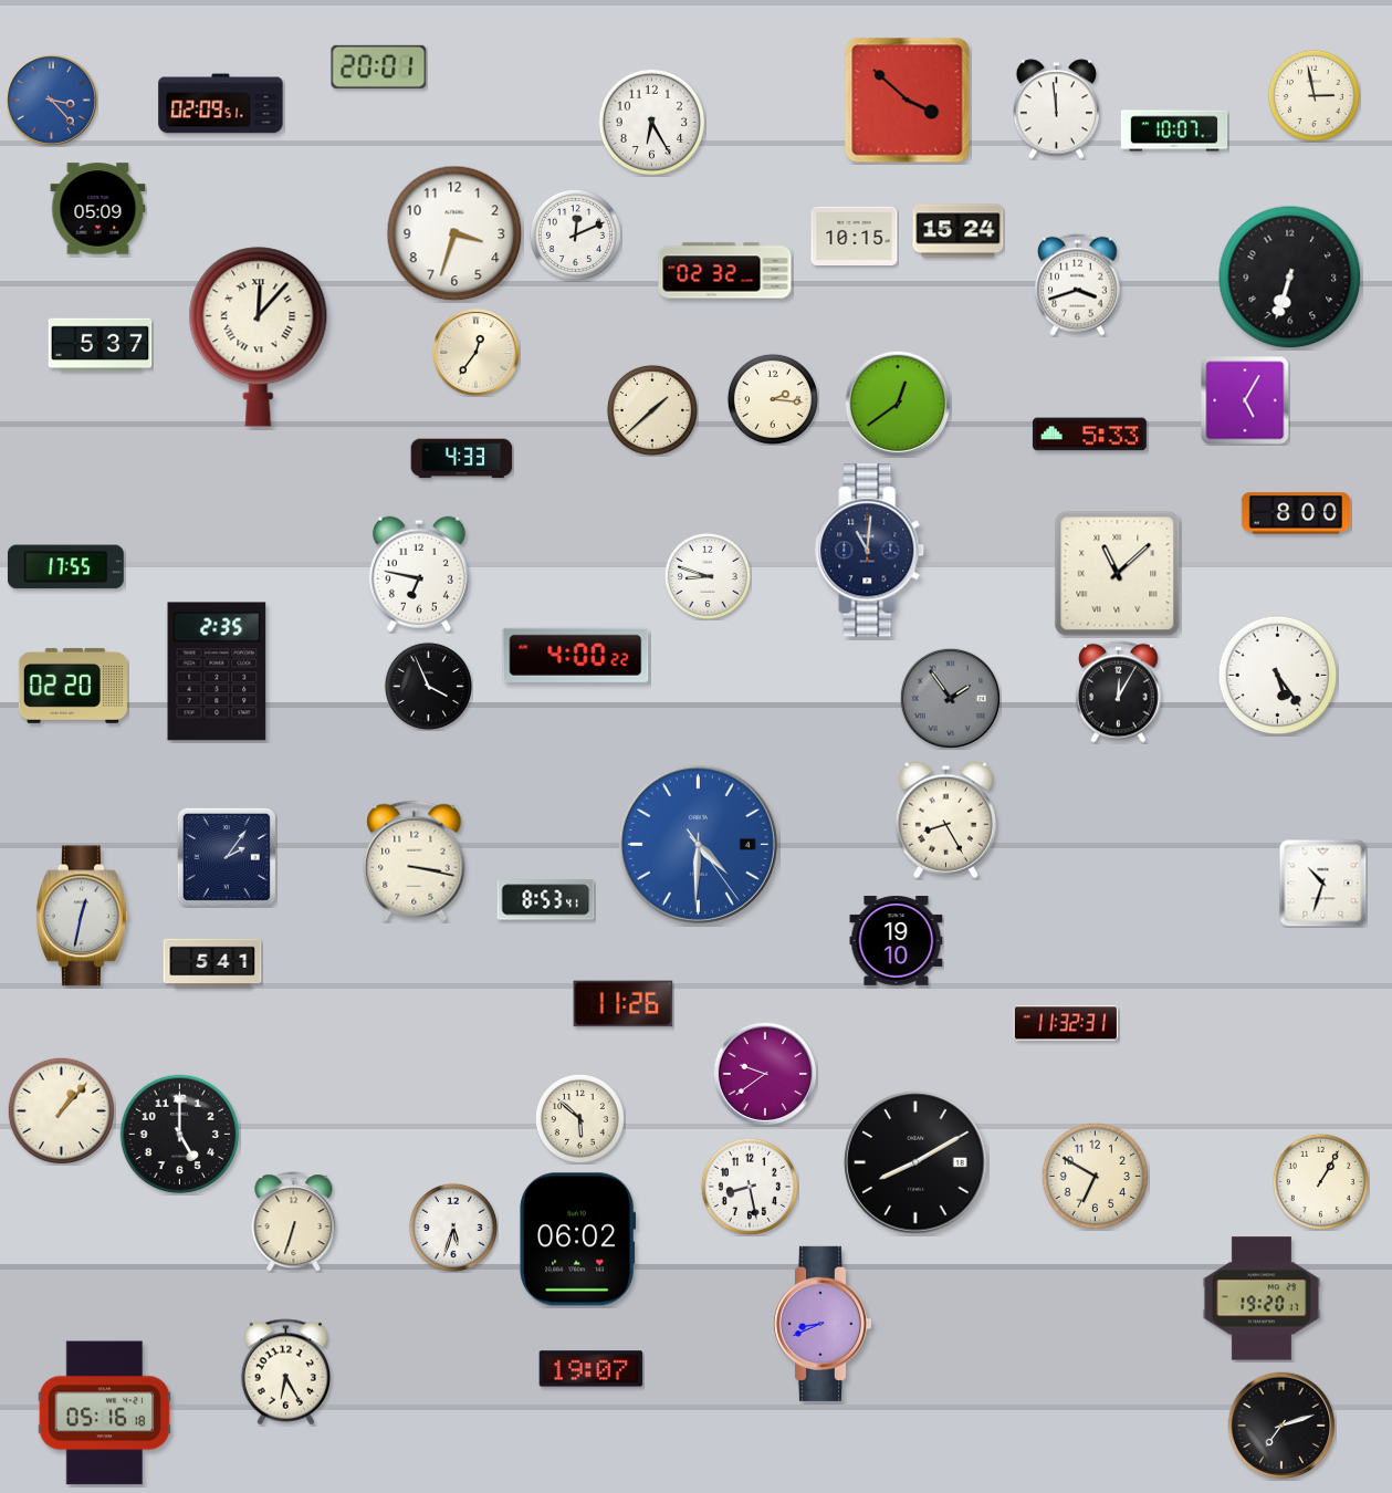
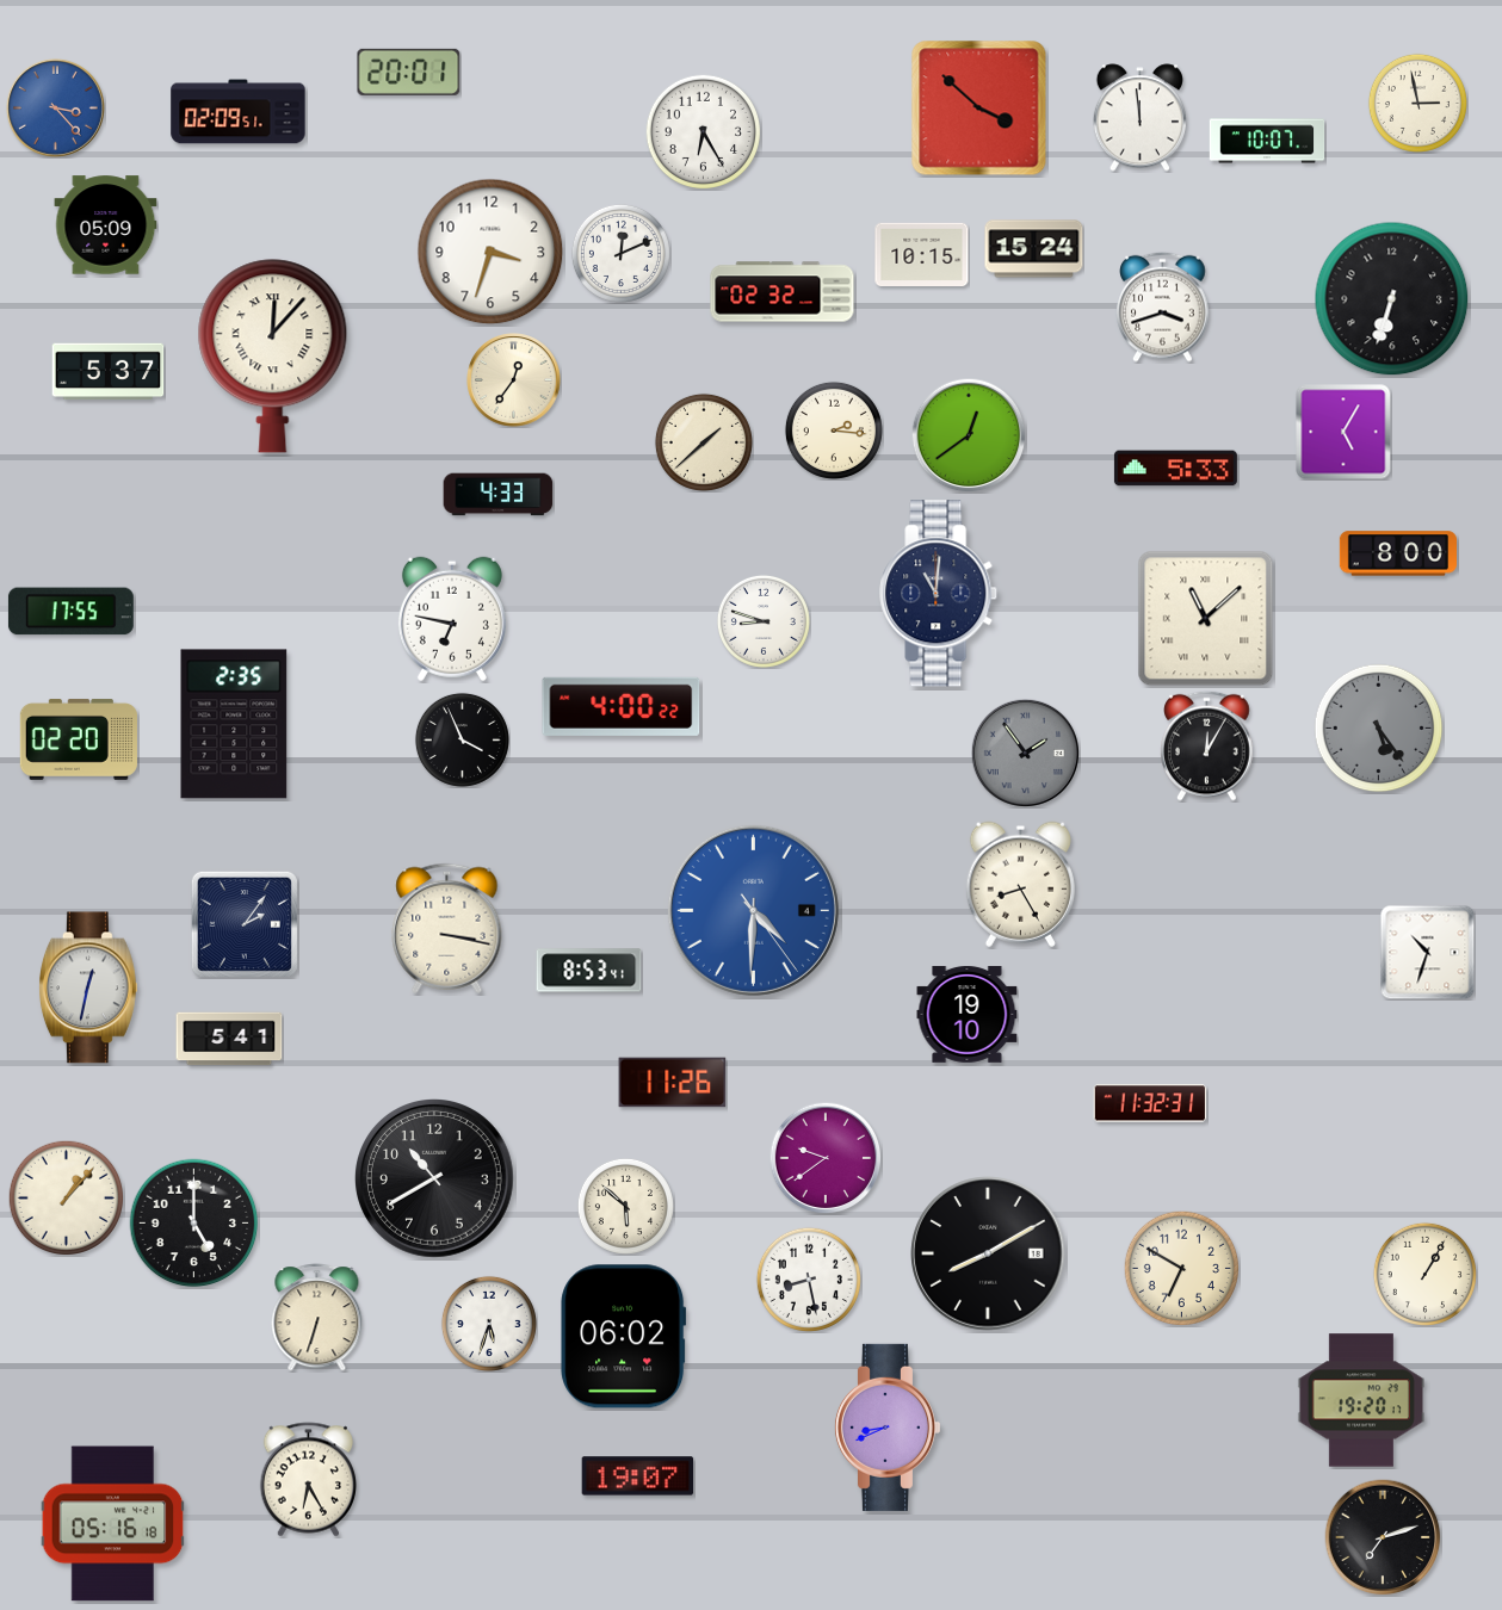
clock at (259, 337) position: (259, 337) -> (273, 357)
clock at (1278, 676) dial: white -> grey
clock at (435, 1179): none -> 10:40
